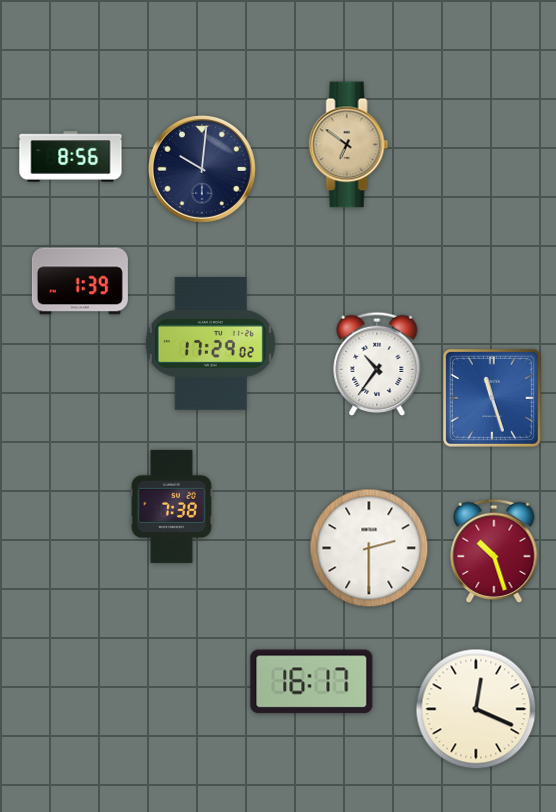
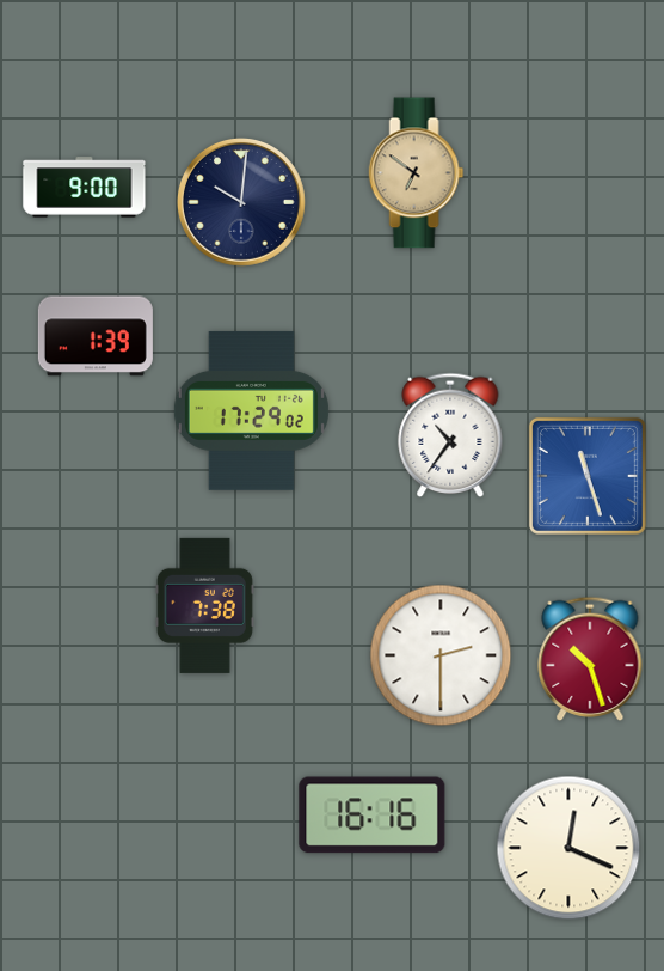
clock at (71, 157): 8:56 -> 9:00
clock at (312, 682): 16:17 -> 16:16
